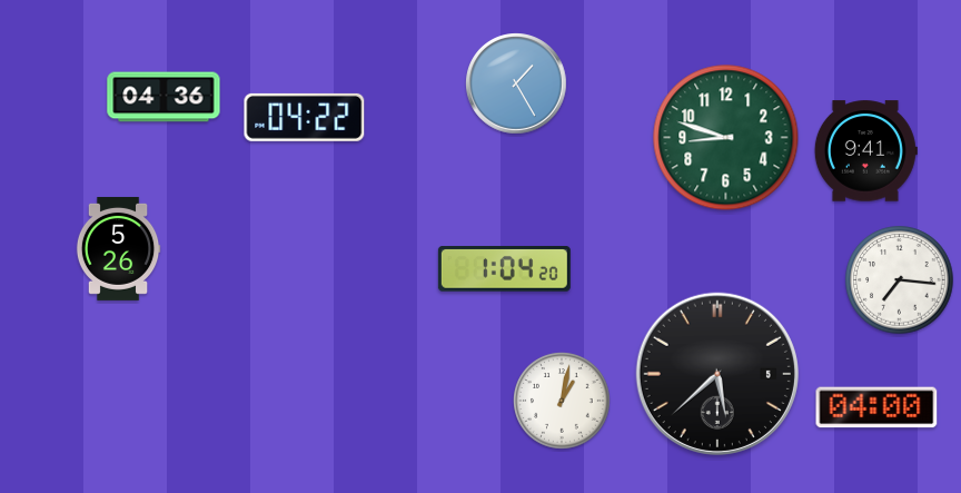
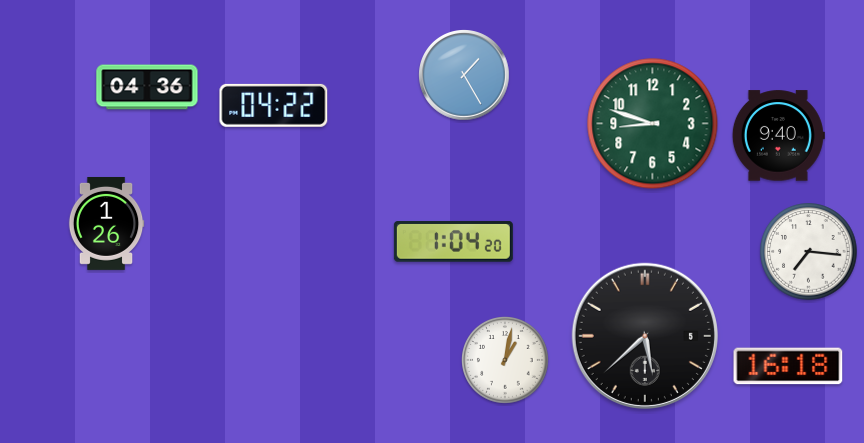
clock at (865, 151): 9:41 -> 9:40
clock at (118, 248): 5:26 -> 1:26
clock at (876, 407): 04:00 -> 16:18
